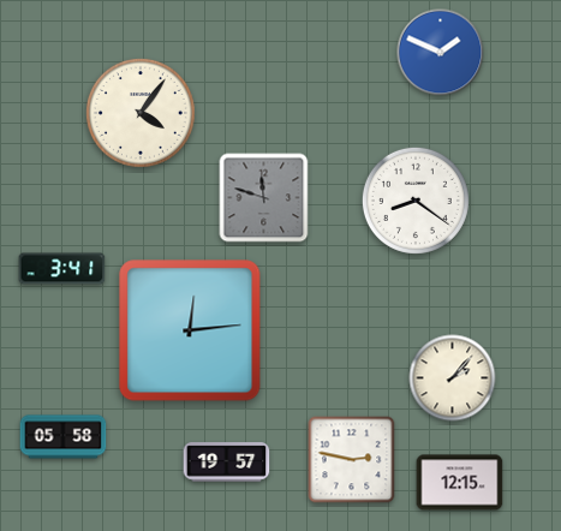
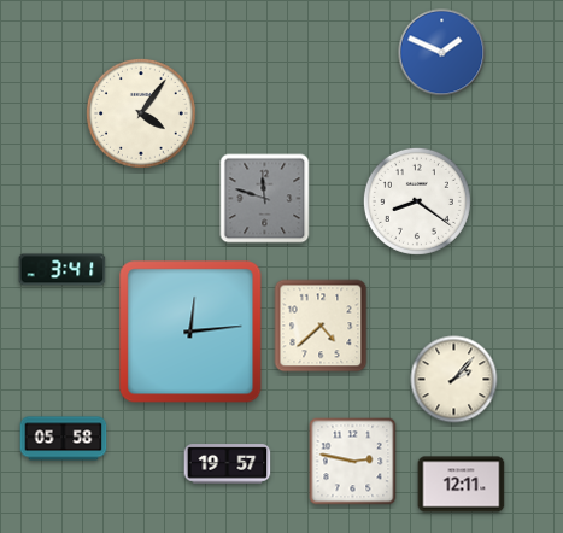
clock at (321, 326): none -> 4:38
clock at (460, 483): 12:15 -> 12:11
